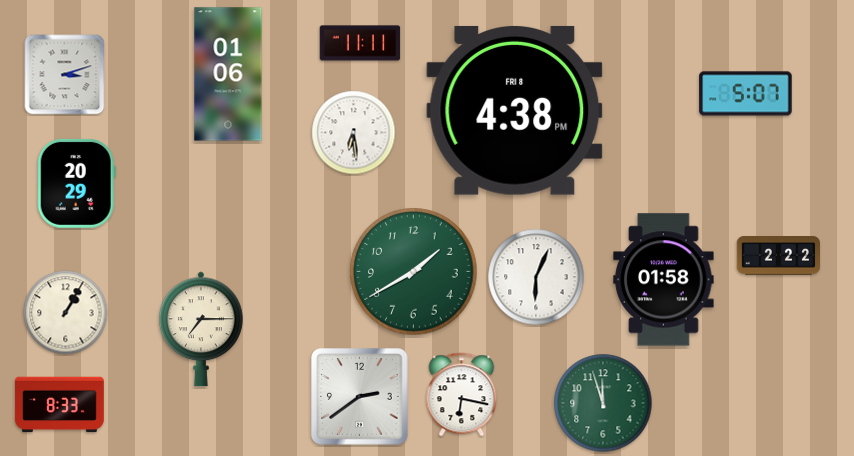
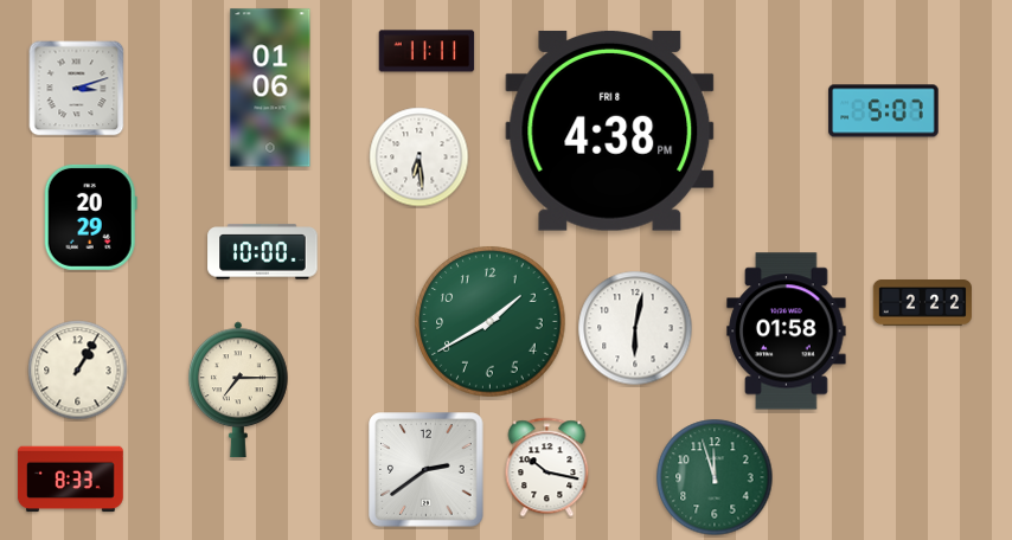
clock at (263, 252): none -> 10:00
clock at (536, 277): 6:04 -> 6:02
clock at (462, 395): 6:17 -> 10:17
